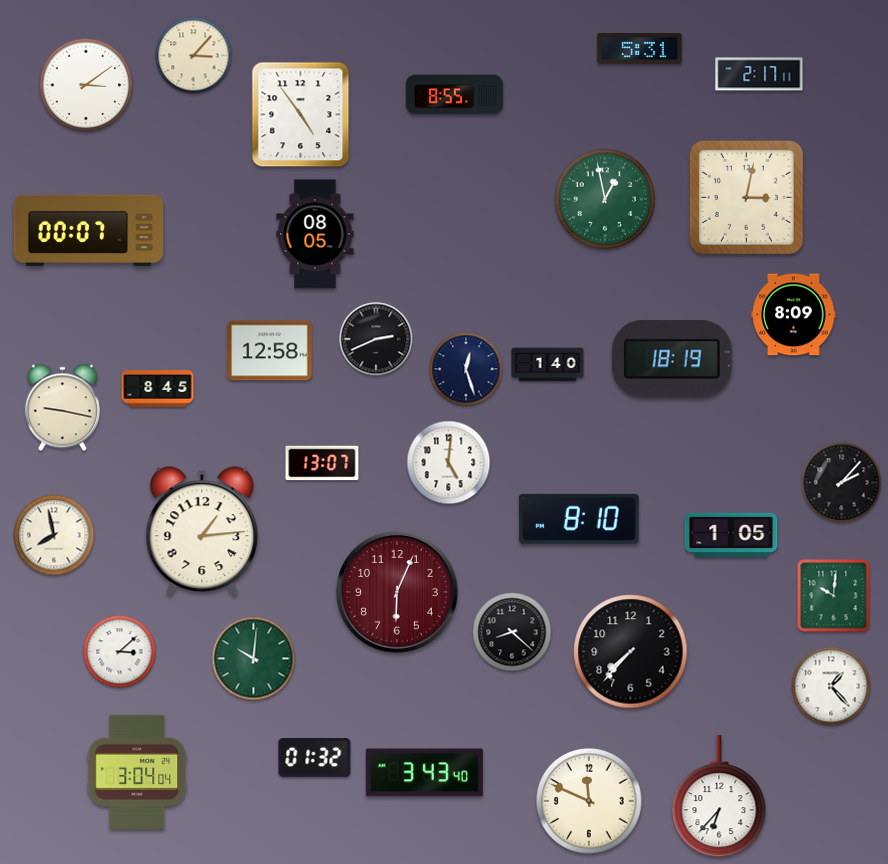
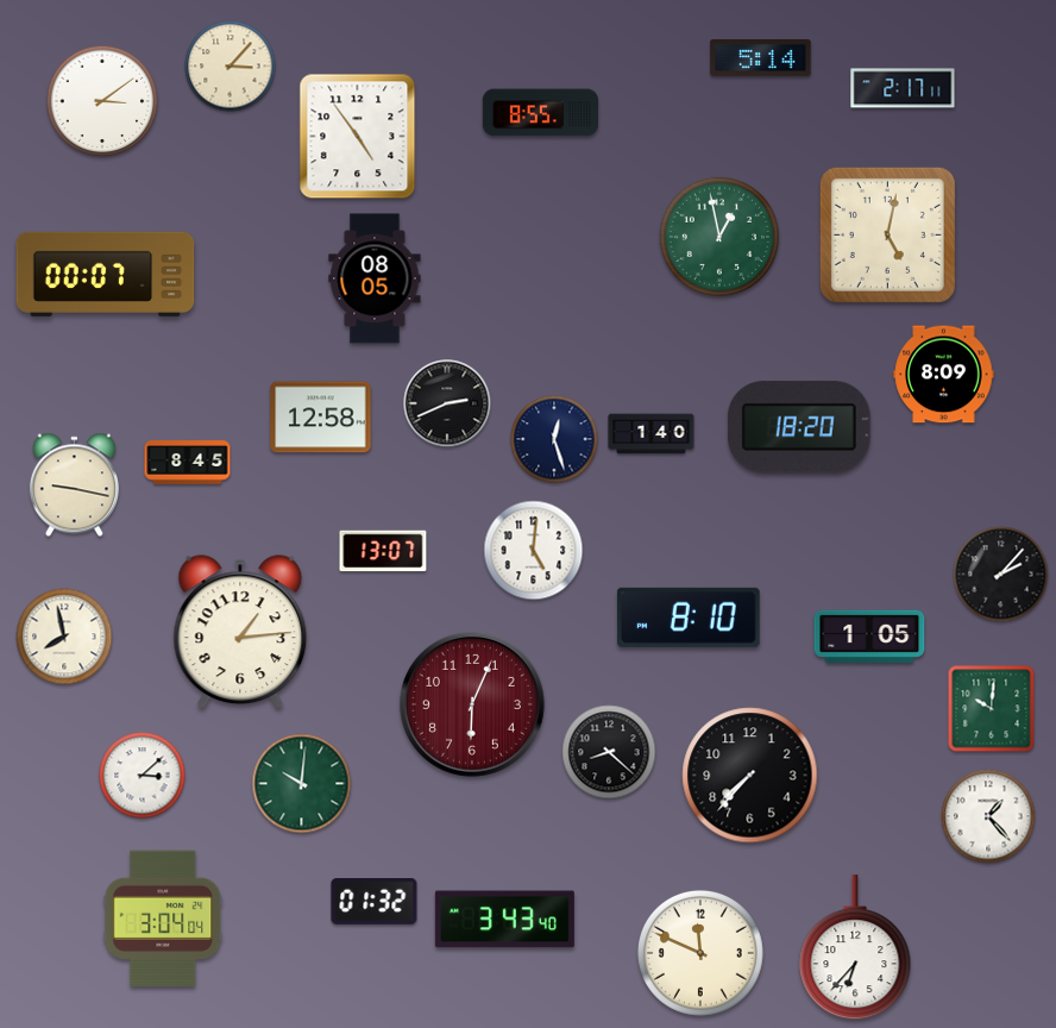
clock at (640, 49): 5:31 -> 5:14
clock at (746, 197): 3:02 -> 5:02
clock at (672, 359): 18:19 -> 18:20
